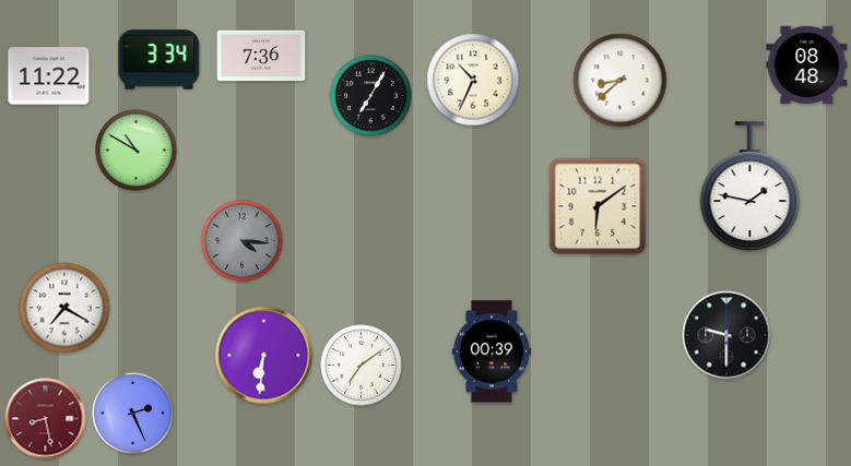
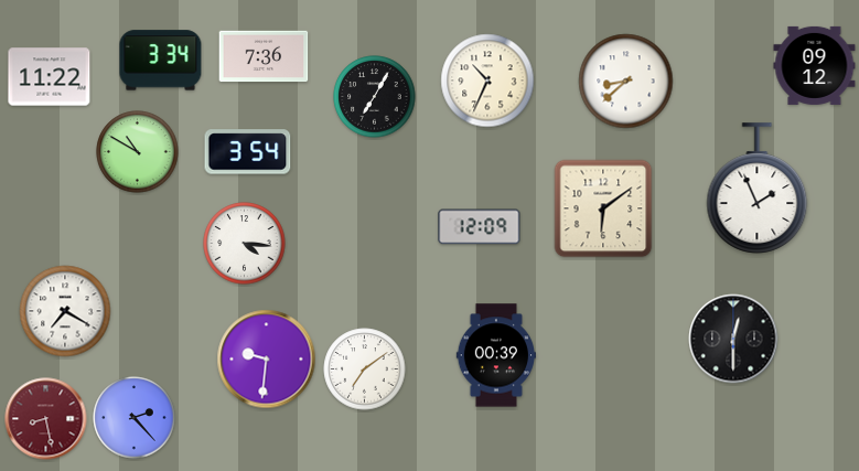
clock at (807, 64): 08:48 -> 09:12
clock at (473, 80) position: (473, 80) -> (487, 81)
clock at (248, 152): none -> 3:54
clock at (750, 187): 1:47 -> 1:56
clock at (480, 227): none -> 12:09
clock at (243, 241) dial: grey -> white
clock at (726, 335): 9:30 -> 12:30
clock at (264, 356): 6:31 -> 9:31
clock at (133, 414): 2:26 -> 2:23
clock at (46, 419) position: (46, 419) -> (46, 419)
